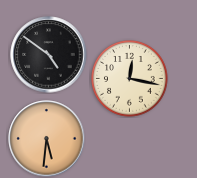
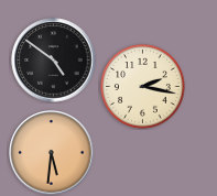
clock at (130, 79): 12:17 -> 2:17
